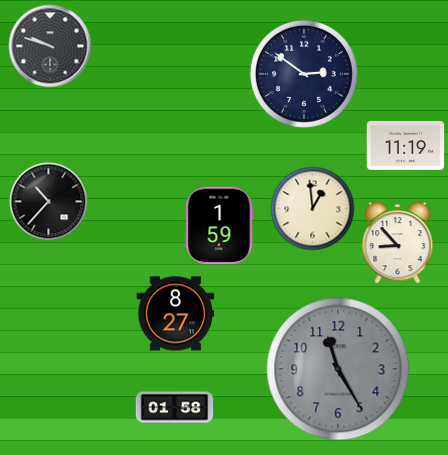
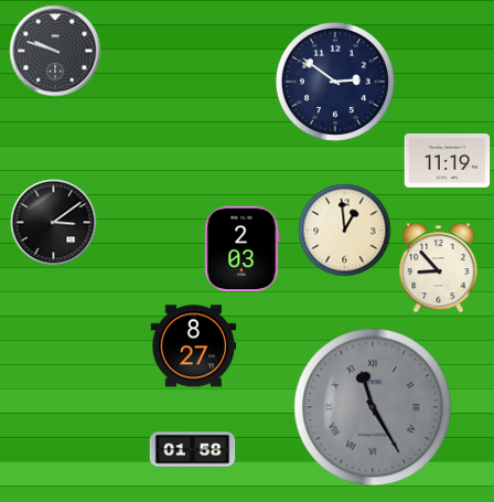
clock at (48, 201): 10:37 -> 3:09
clock at (220, 225): 1:59 -> 2:03
clock at (338, 369) numerals: Arabic -> Roman
